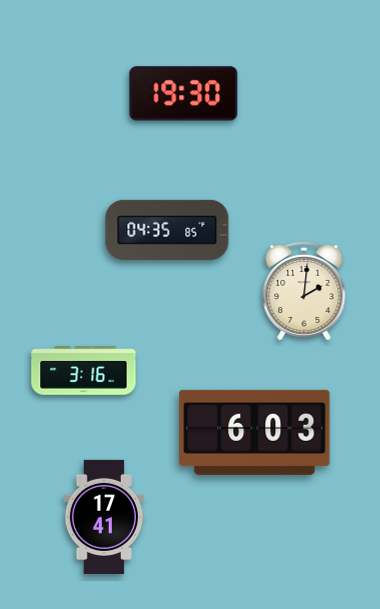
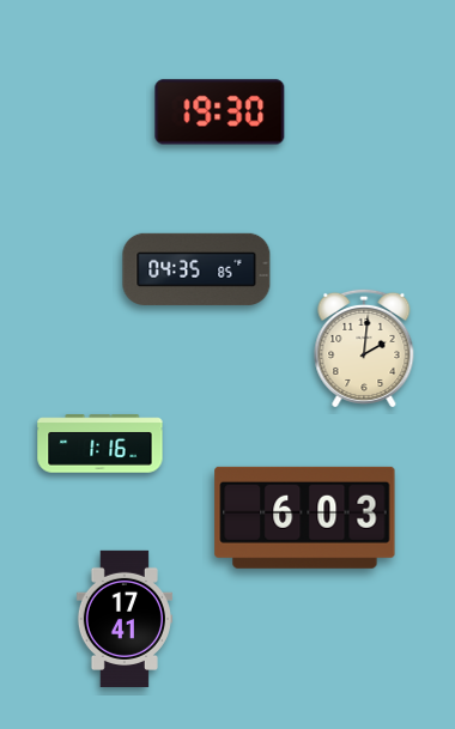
clock at (167, 230) position: (167, 230) -> (196, 269)
clock at (84, 371): 3:16 -> 1:16
